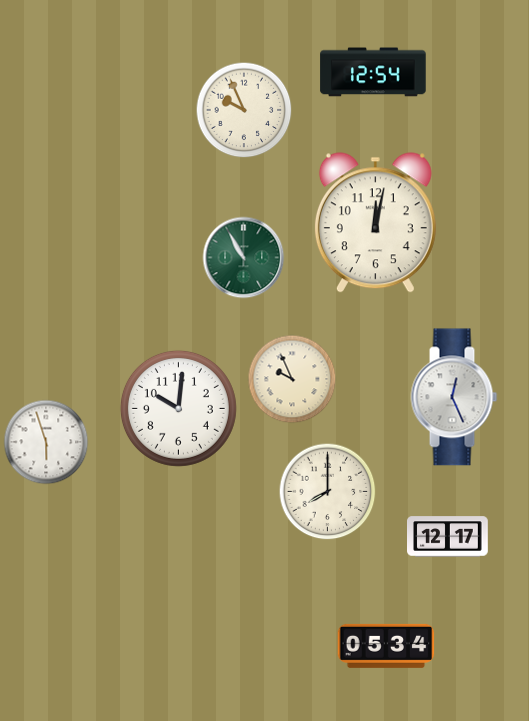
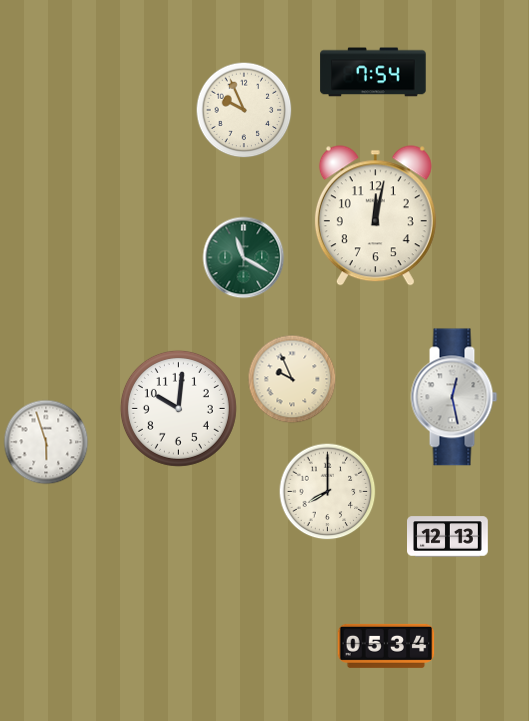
clock at (373, 72): 12:54 -> 7:54
clock at (375, 223) position: (375, 223) -> (375, 216)
clock at (244, 258): 10:55 -> 11:20
clock at (454, 397): 12:26 -> 12:28
clock at (448, 537): 12:17 -> 12:13
